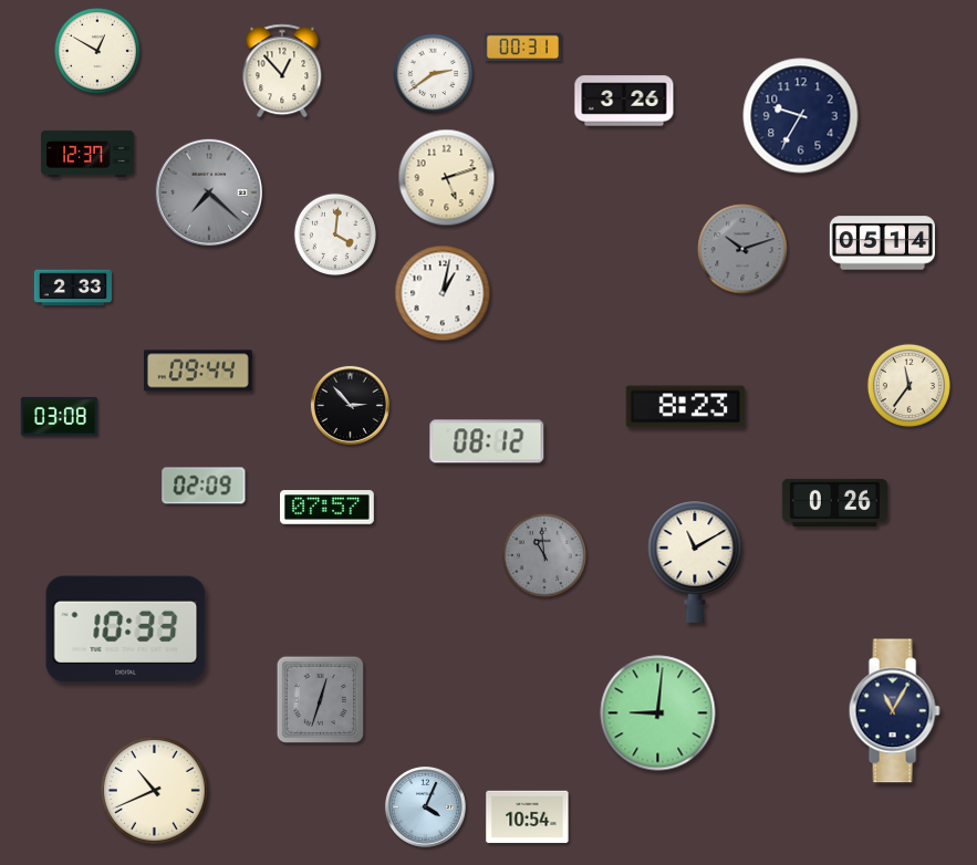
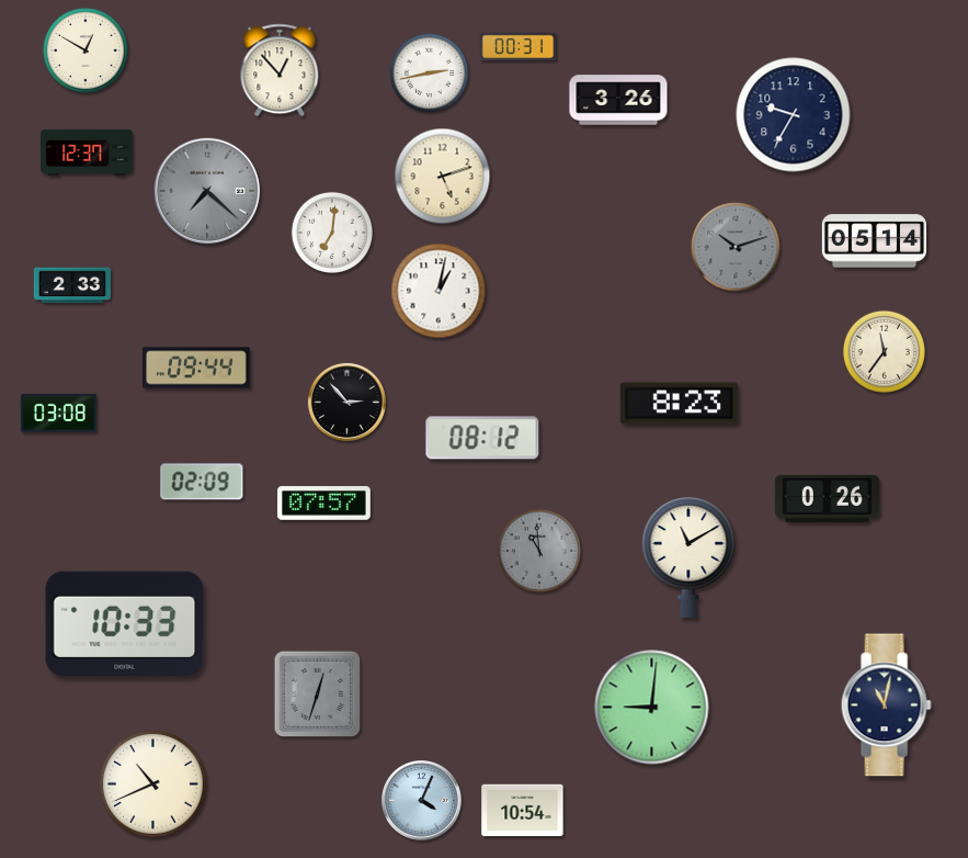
clock at (97, 51) position: (97, 51) -> (86, 50)
clock at (434, 74): 2:39 -> 2:43
clock at (335, 235): 4:01 -> 7:01
clock at (908, 385) position: (908, 385) -> (884, 351)
clock at (894, 711): 11:05 -> 11:02
